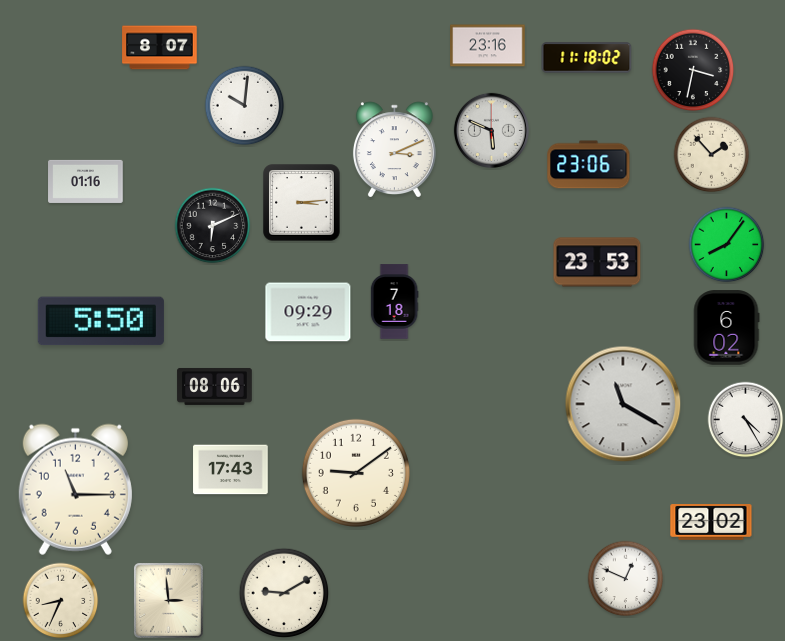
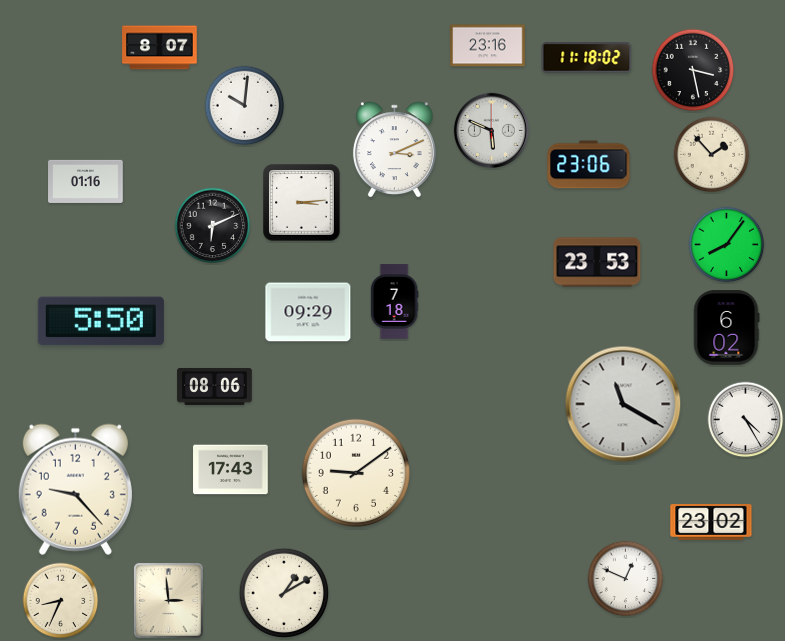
clock at (693, 70): 3:32 -> 3:28
clock at (75, 489): 11:15 -> 9:23
clock at (284, 593): 9:10 -> 1:10
